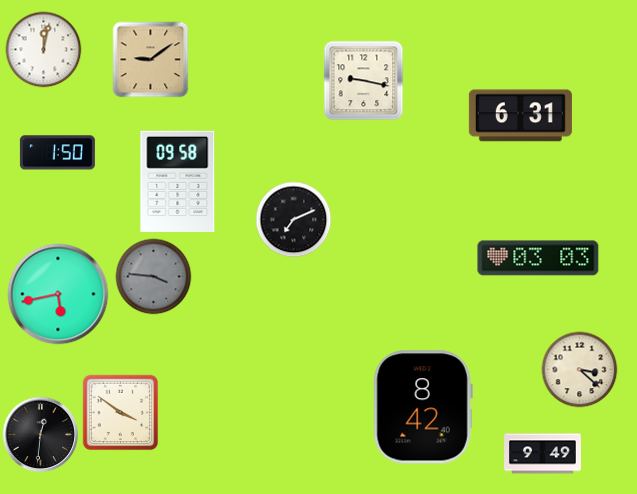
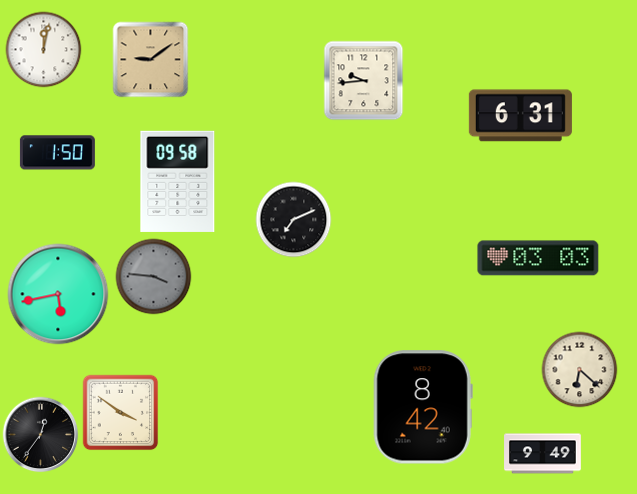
clock at (364, 81): 9:17 -> 9:44
clock at (580, 370): 3:22 -> 6:22
clock at (41, 435): 12:31 -> 12:36
